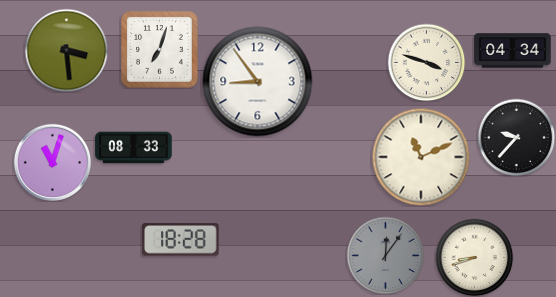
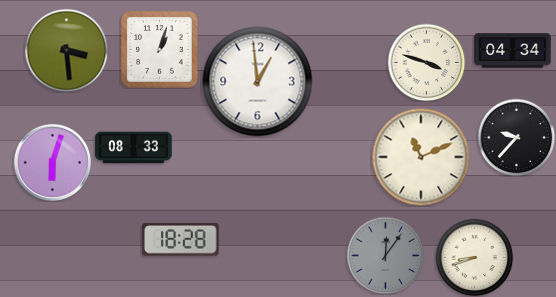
clock at (160, 50): 7:03 -> 1:03
clock at (258, 82): 8:54 -> 12:59
clock at (52, 162): 11:03 -> 6:03
